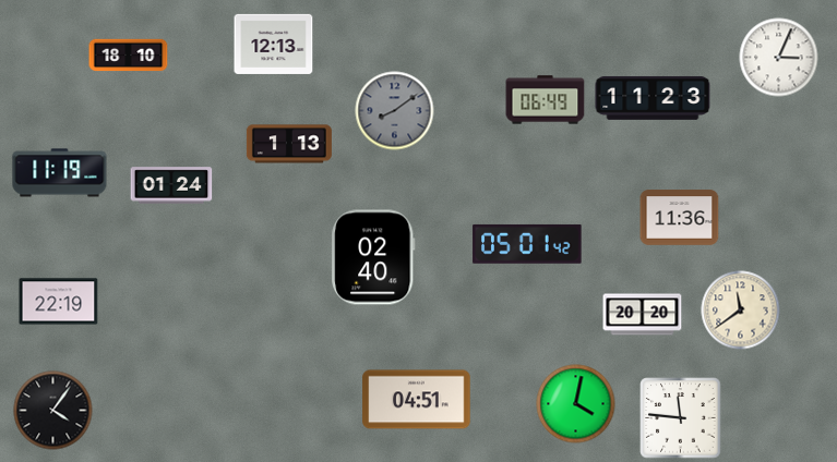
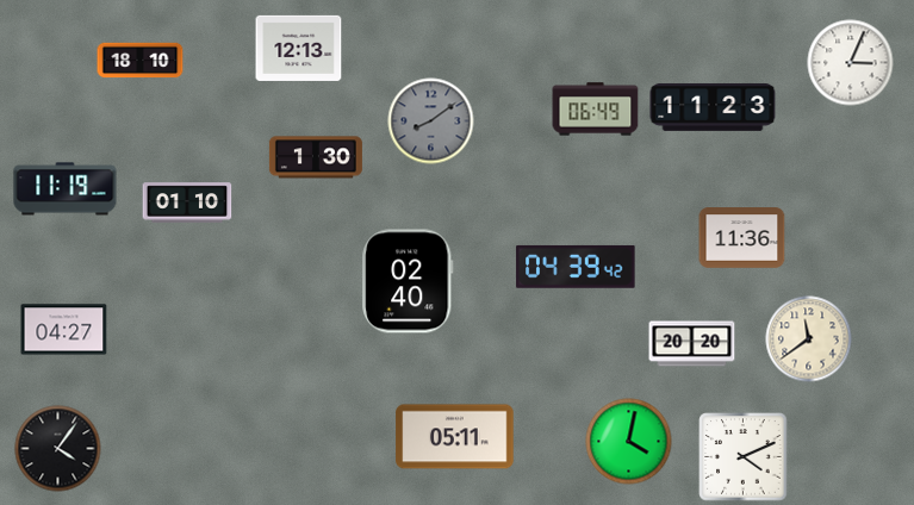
clock at (289, 144): 1:13 -> 1:30
clock at (171, 185): 01:24 -> 01:10
clock at (527, 244): 05:01 -> 04:39
clock at (59, 302): 22:19 -> 04:27
clock at (643, 315) position: (643, 315) -> (692, 344)
clock at (417, 400): 04:51 -> 05:11
clock at (681, 418): 11:46 -> 4:11
